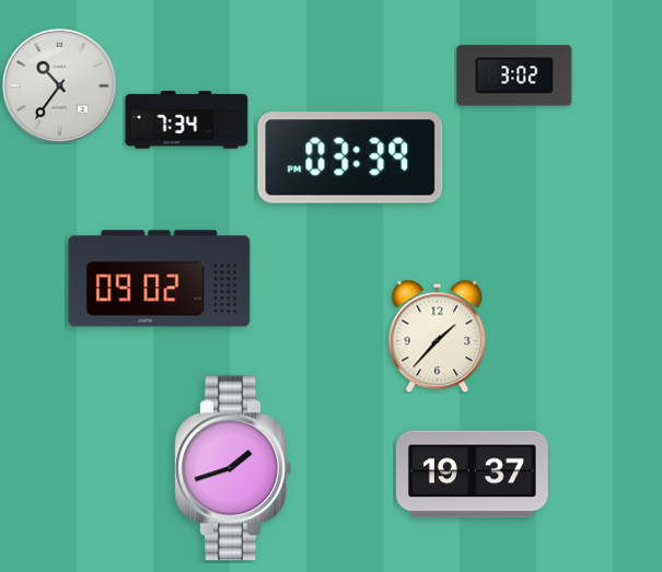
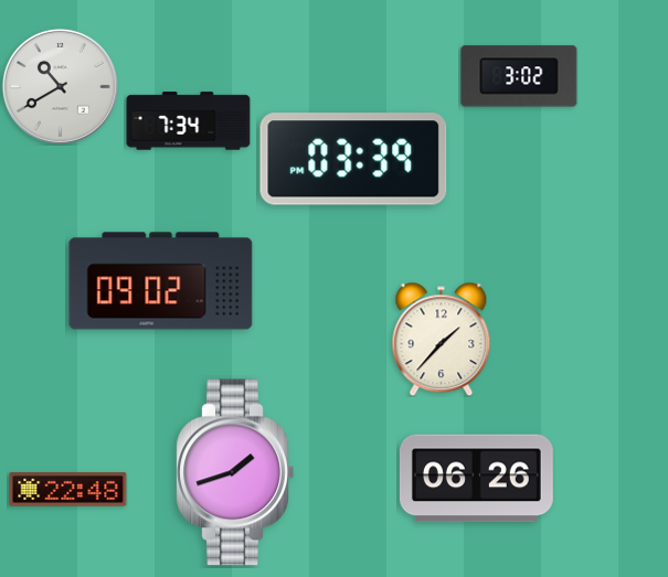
clock at (59, 85): 10:36 -> 10:40
clock at (472, 475): 19:37 -> 06:26
clock at (68, 490): none -> 22:48
